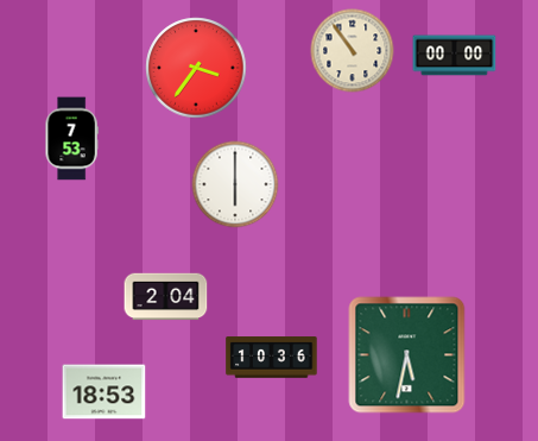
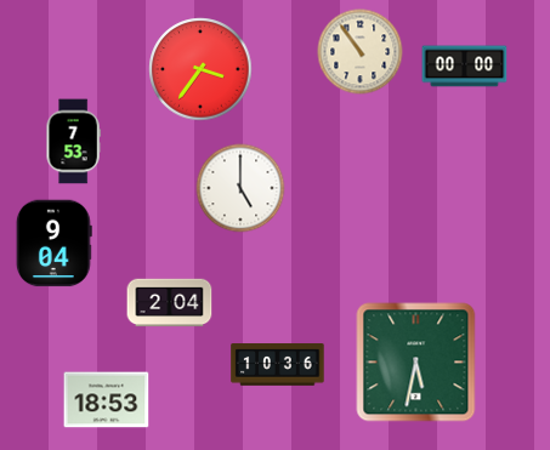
clock at (455, 56) position: (455, 56) -> (465, 67)
clock at (235, 184): 6:00 -> 5:00
clock at (53, 244): none -> 9:04
